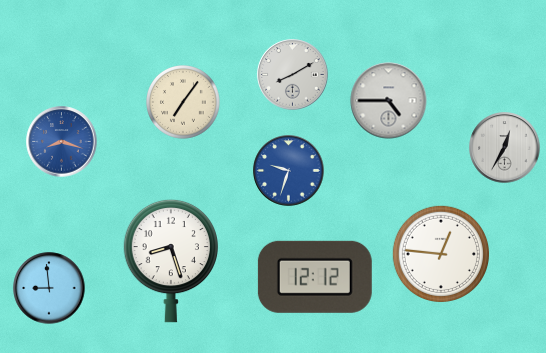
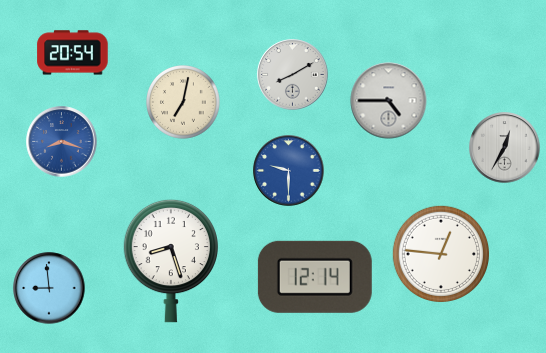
clock at (73, 53): none -> 20:54
clock at (184, 103): 7:06 -> 7:02
clock at (289, 171): 9:33 -> 9:30
clock at (315, 277): 12:12 -> 12:14
